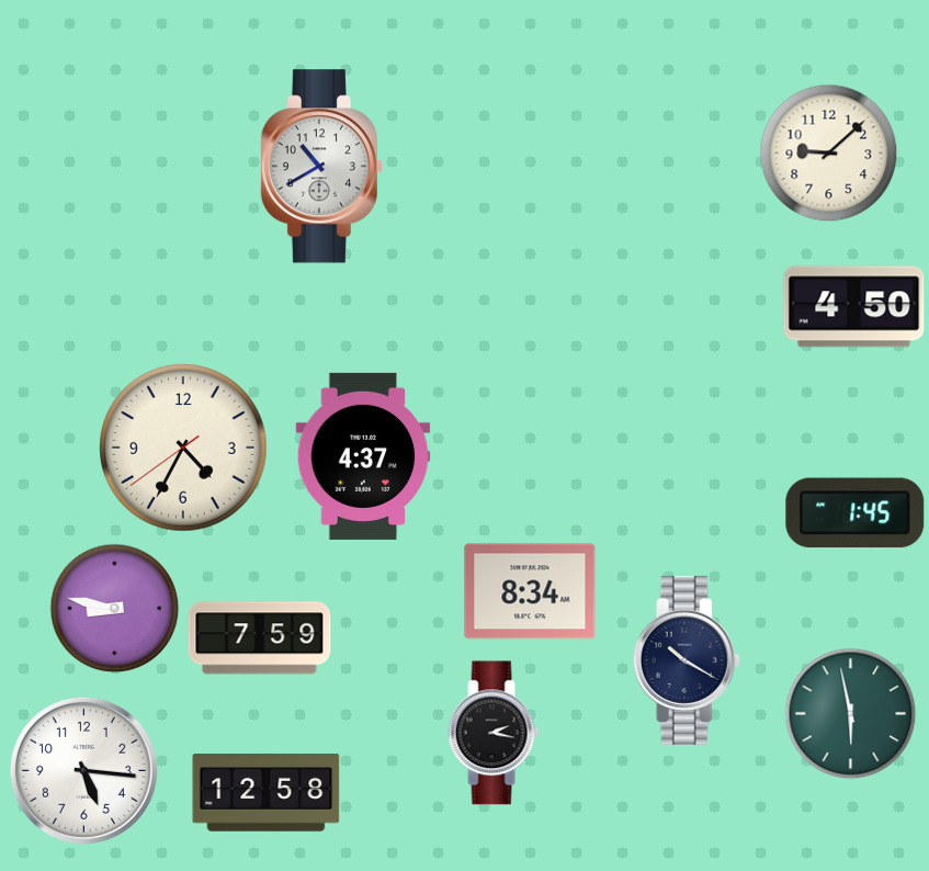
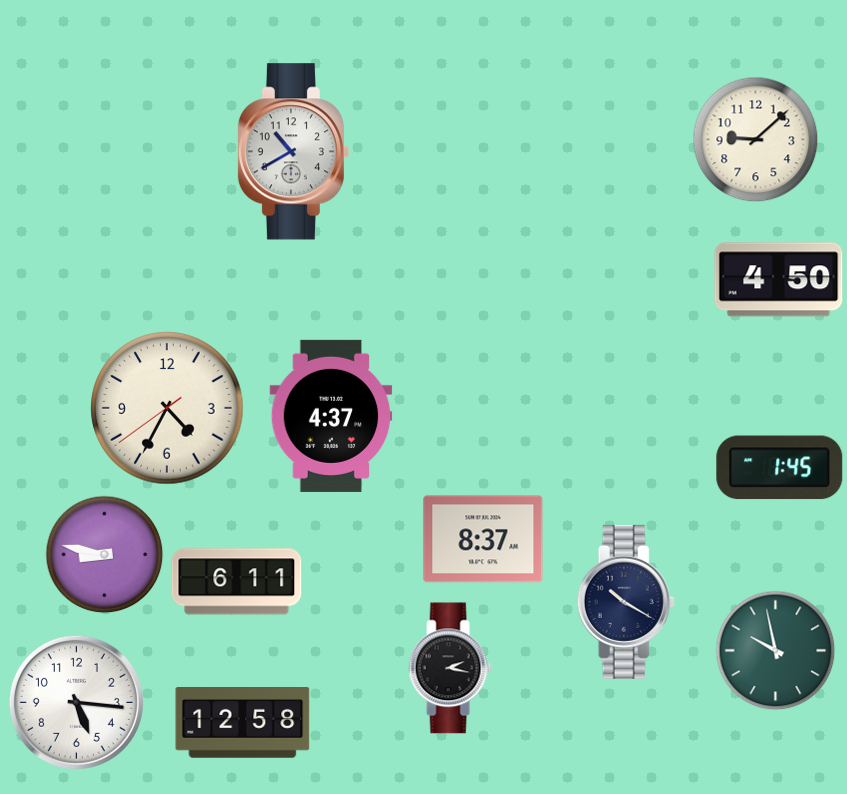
clock at (530, 591): 8:34 -> 8:37
clock at (260, 638): 7:59 -> 6:11
clock at (850, 713): 5:58 -> 9:58
